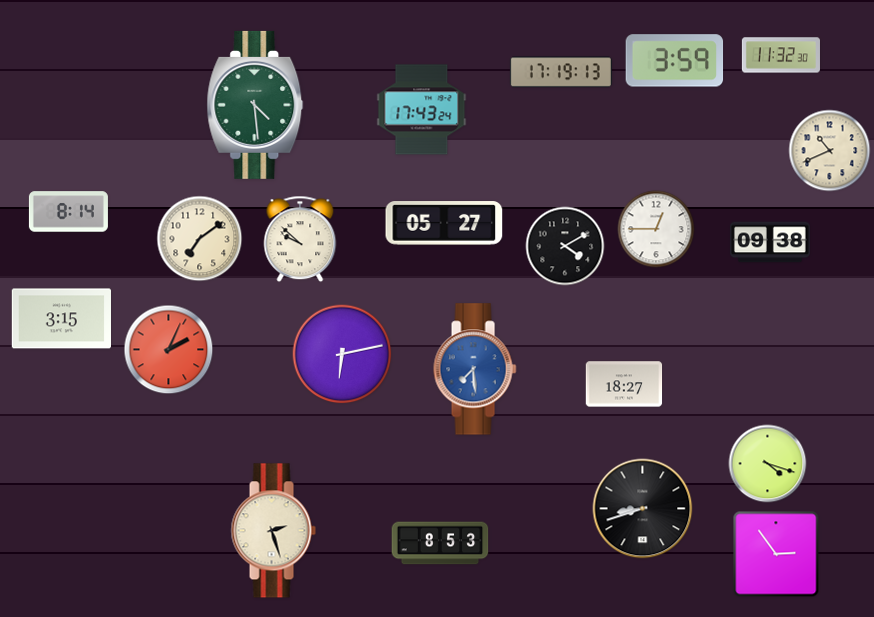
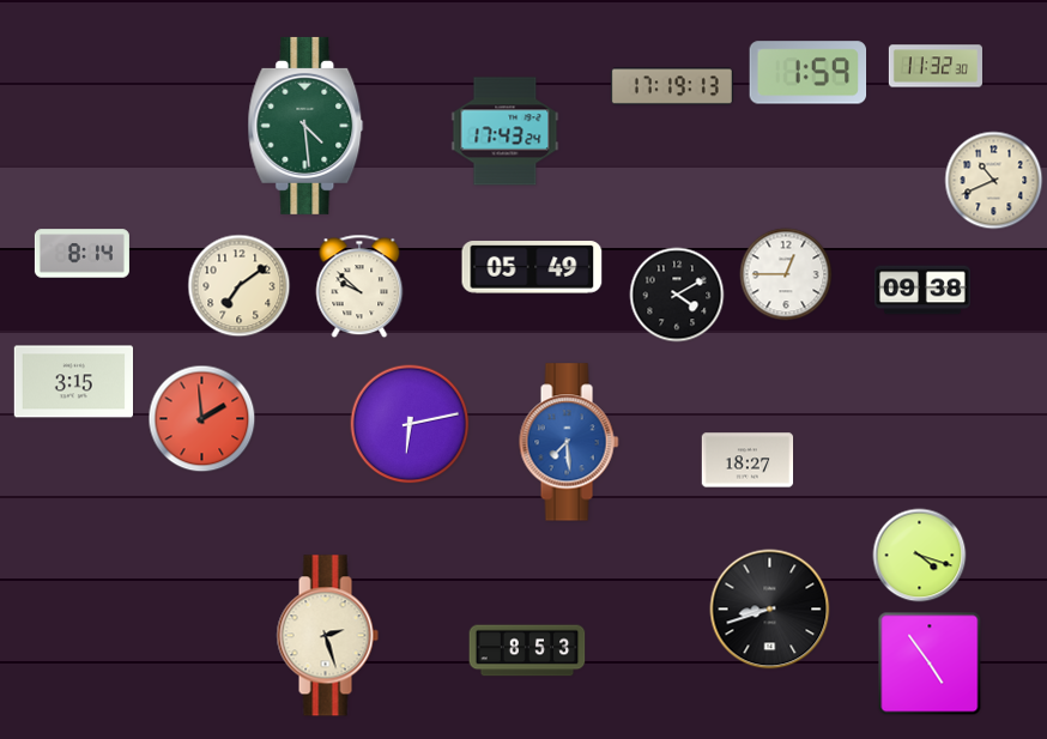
clock at (675, 61): 3:59 -> 1:59
clock at (444, 223): 05:27 -> 05:49
clock at (169, 350): 2:04 -> 1:59
clock at (776, 554): 2:54 -> 4:54
